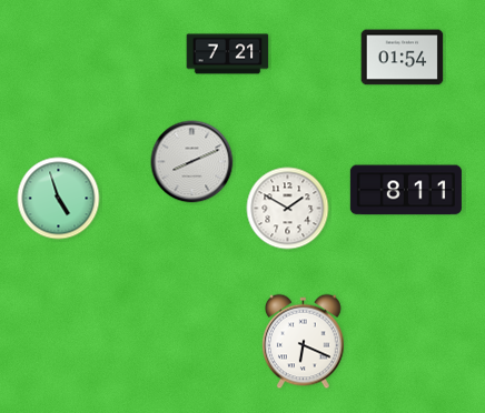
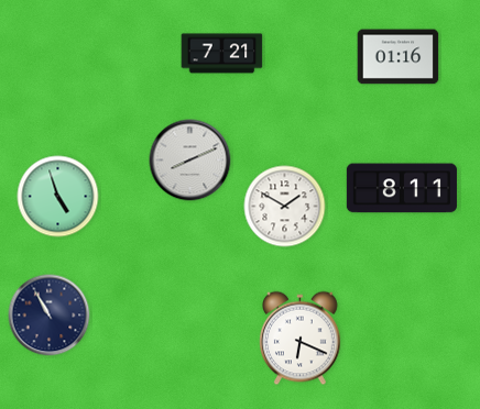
clock at (228, 54) position: (228, 54) -> (222, 54)
clock at (403, 58): 01:54 -> 01:16
clock at (50, 316): none -> 10:55
